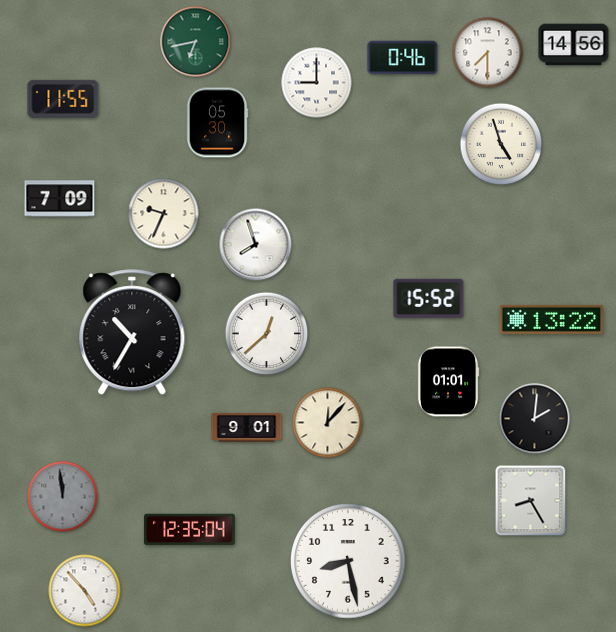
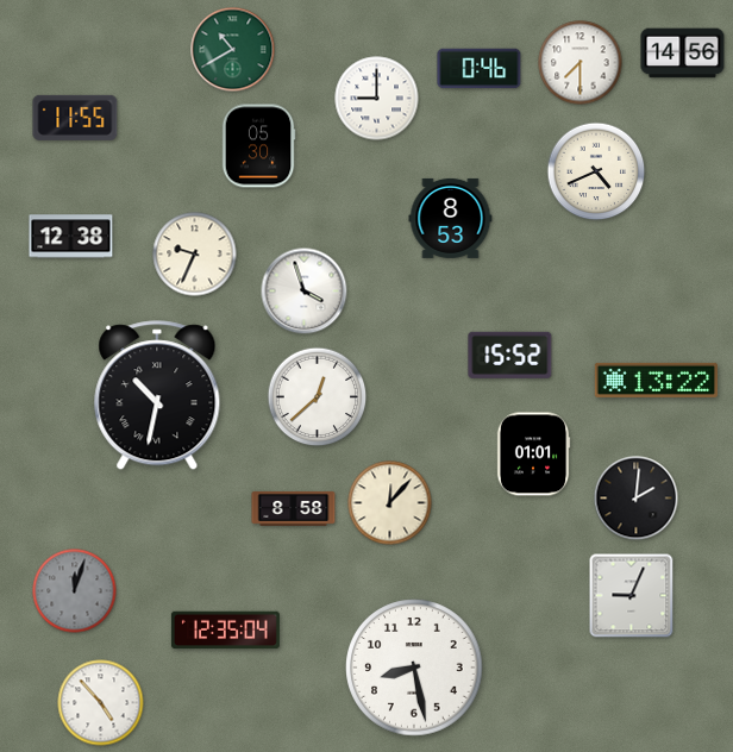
clock at (196, 42): 6:43 -> 10:40
clock at (501, 144): 4:57 -> 4:41
clock at (451, 218): none -> 8:53
clock at (60, 199): 7:09 -> 12:38
clock at (256, 245): 7:57 -> 3:57
clock at (132, 333): 10:35 -> 10:32
clock at (247, 427): 9:01 -> 8:58
clock at (63, 497): 11:59 -> 12:03
clock at (531, 501): 8:25 -> 9:04
